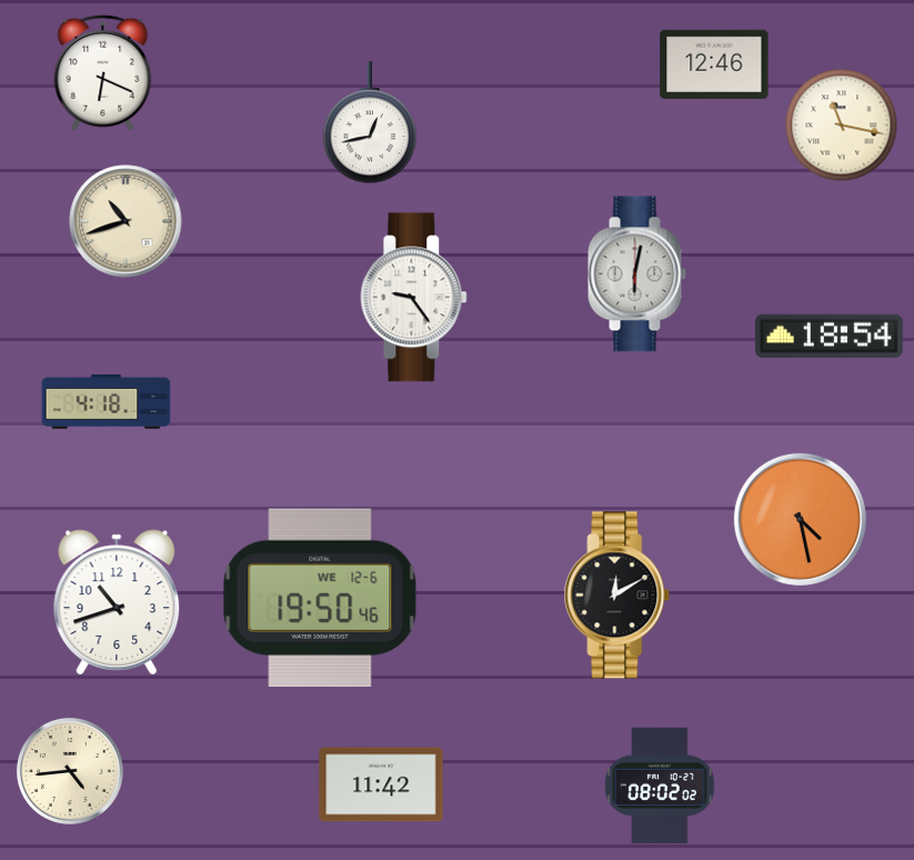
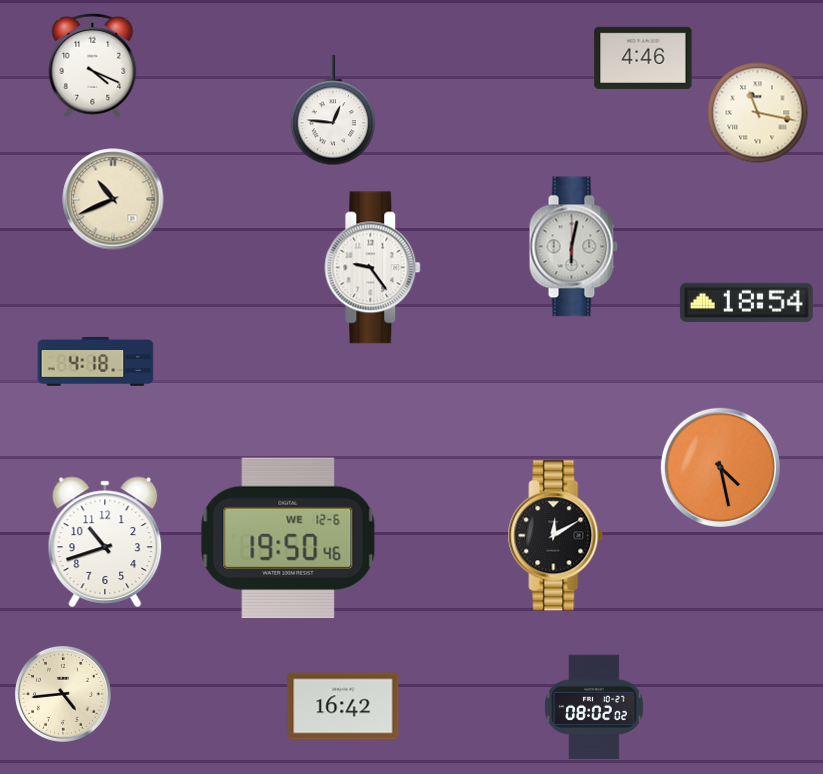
clock at (714, 64): 12:46 -> 4:46
clock at (103, 72): 6:19 -> 4:19
clock at (370, 123): 12:43 -> 12:46
clock at (125, 221): 10:42 -> 10:41
clock at (381, 784): 11:42 -> 16:42
